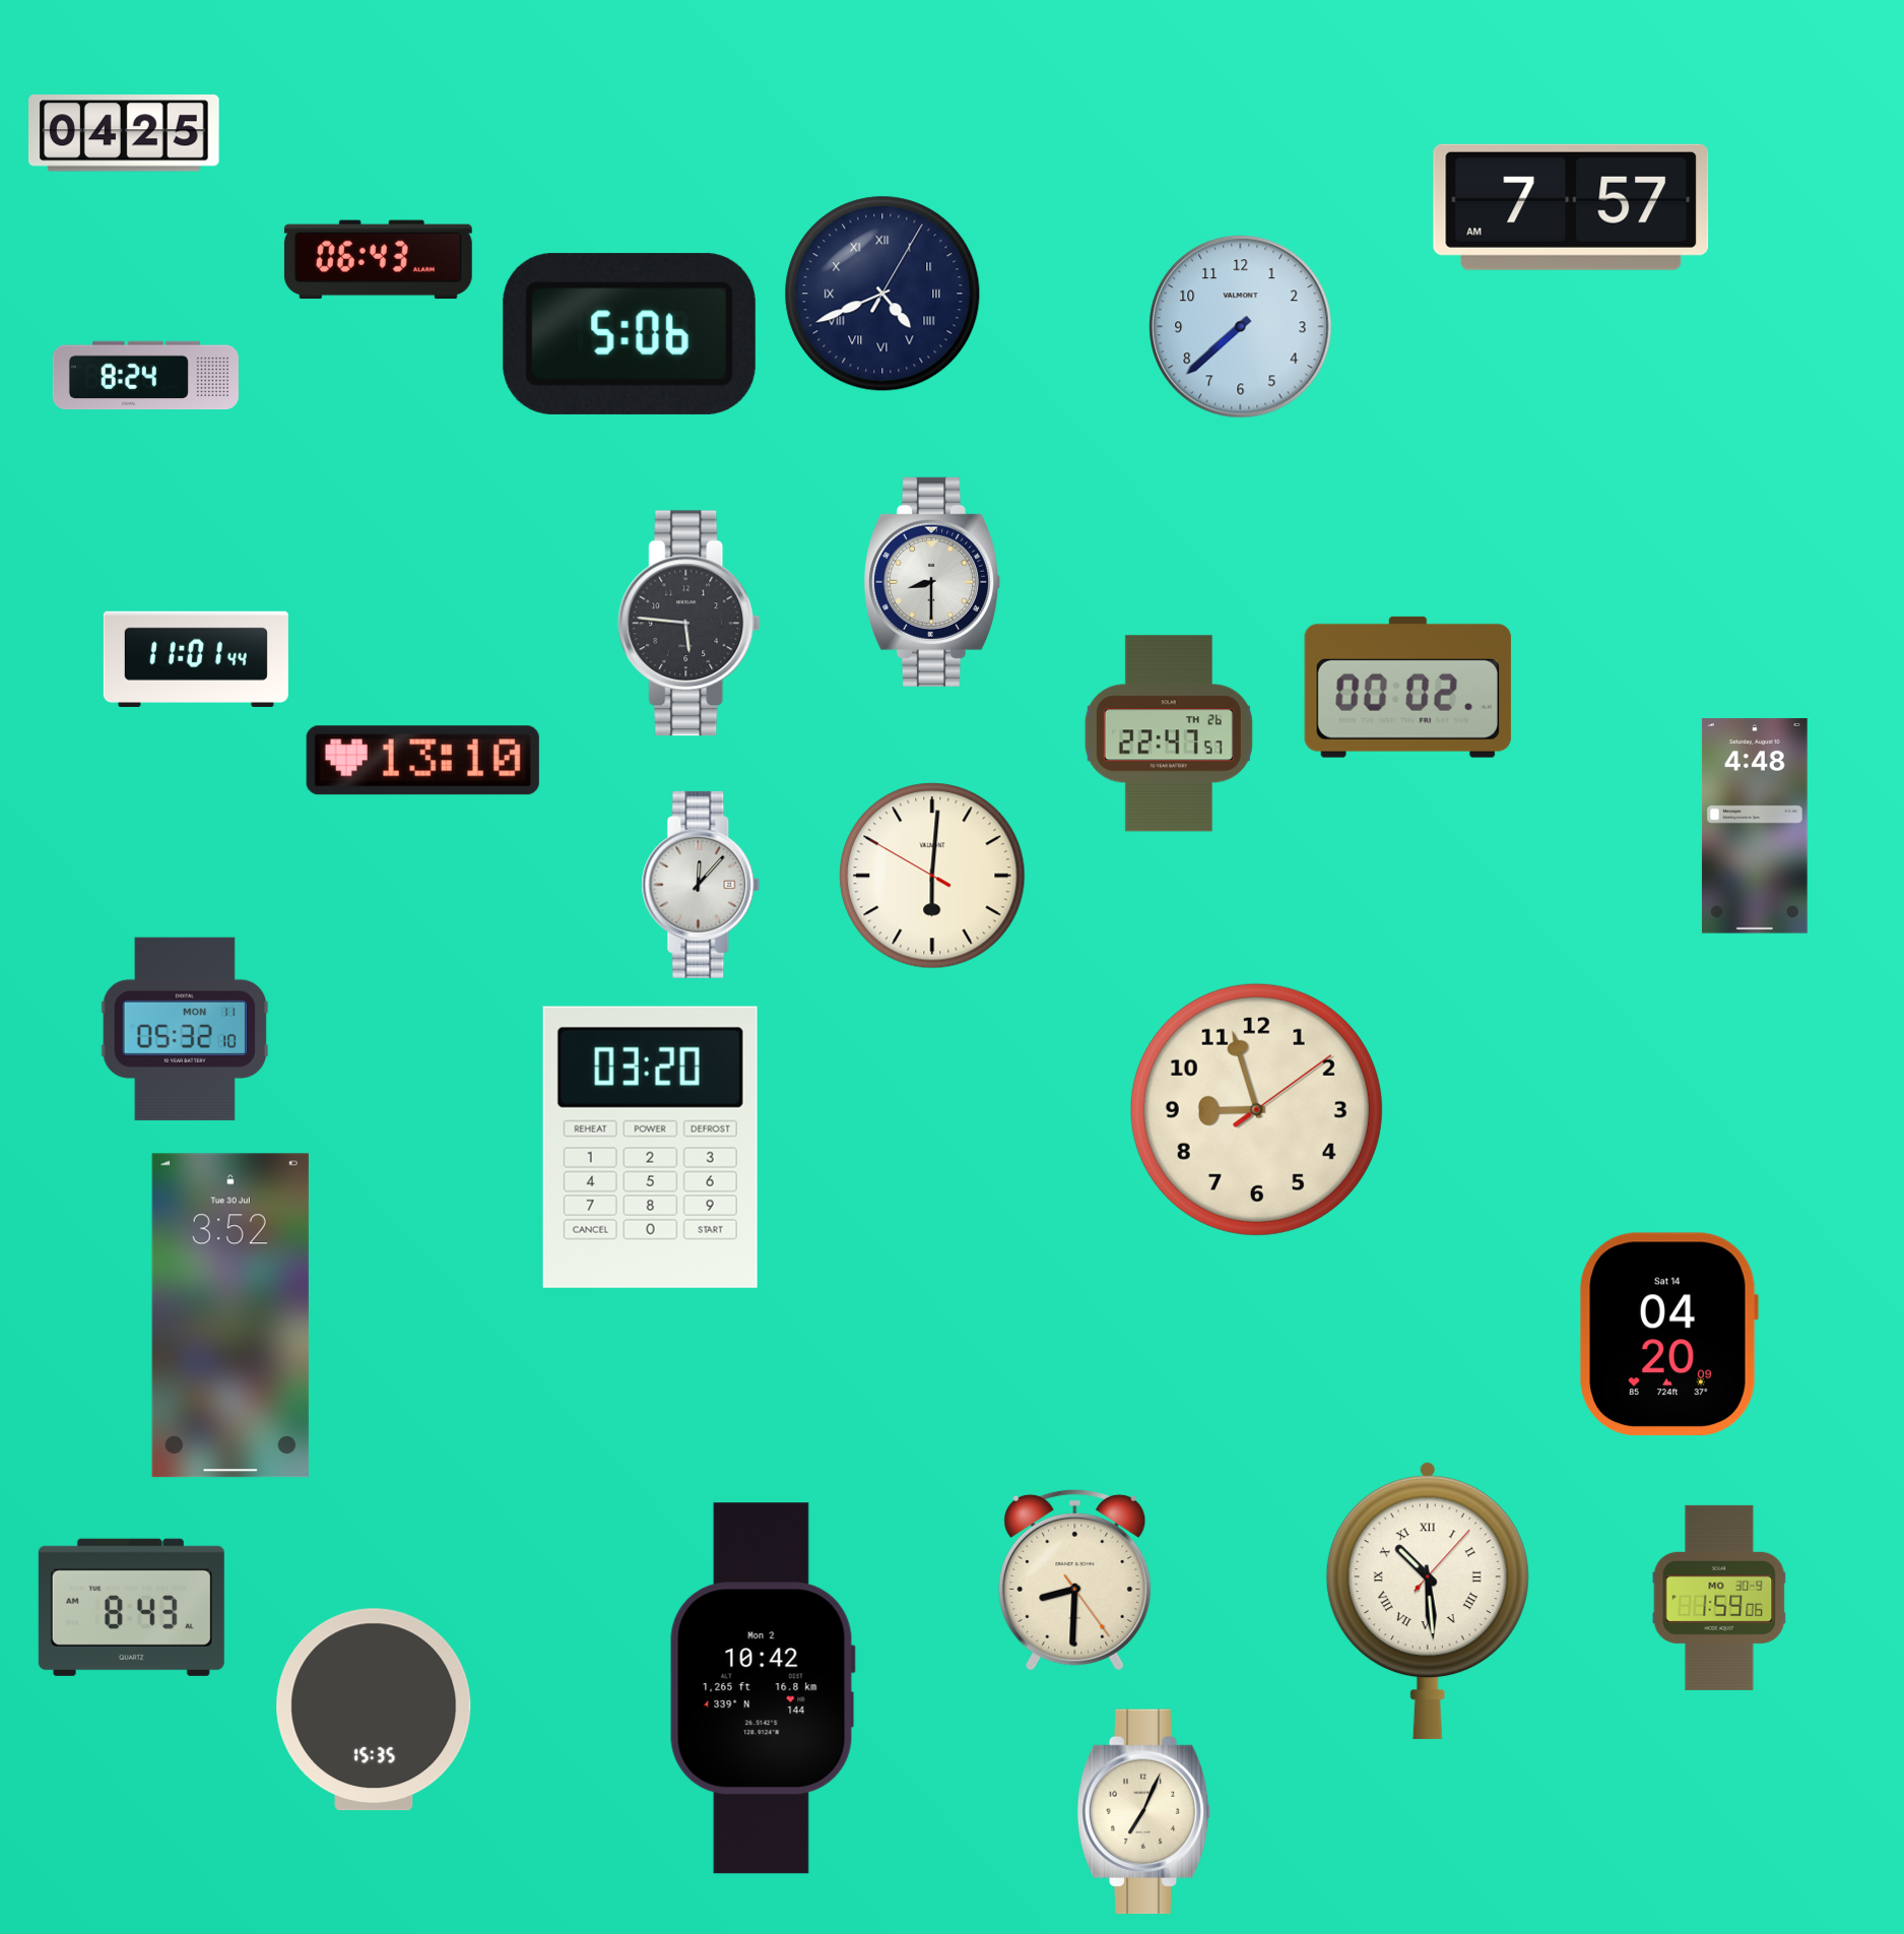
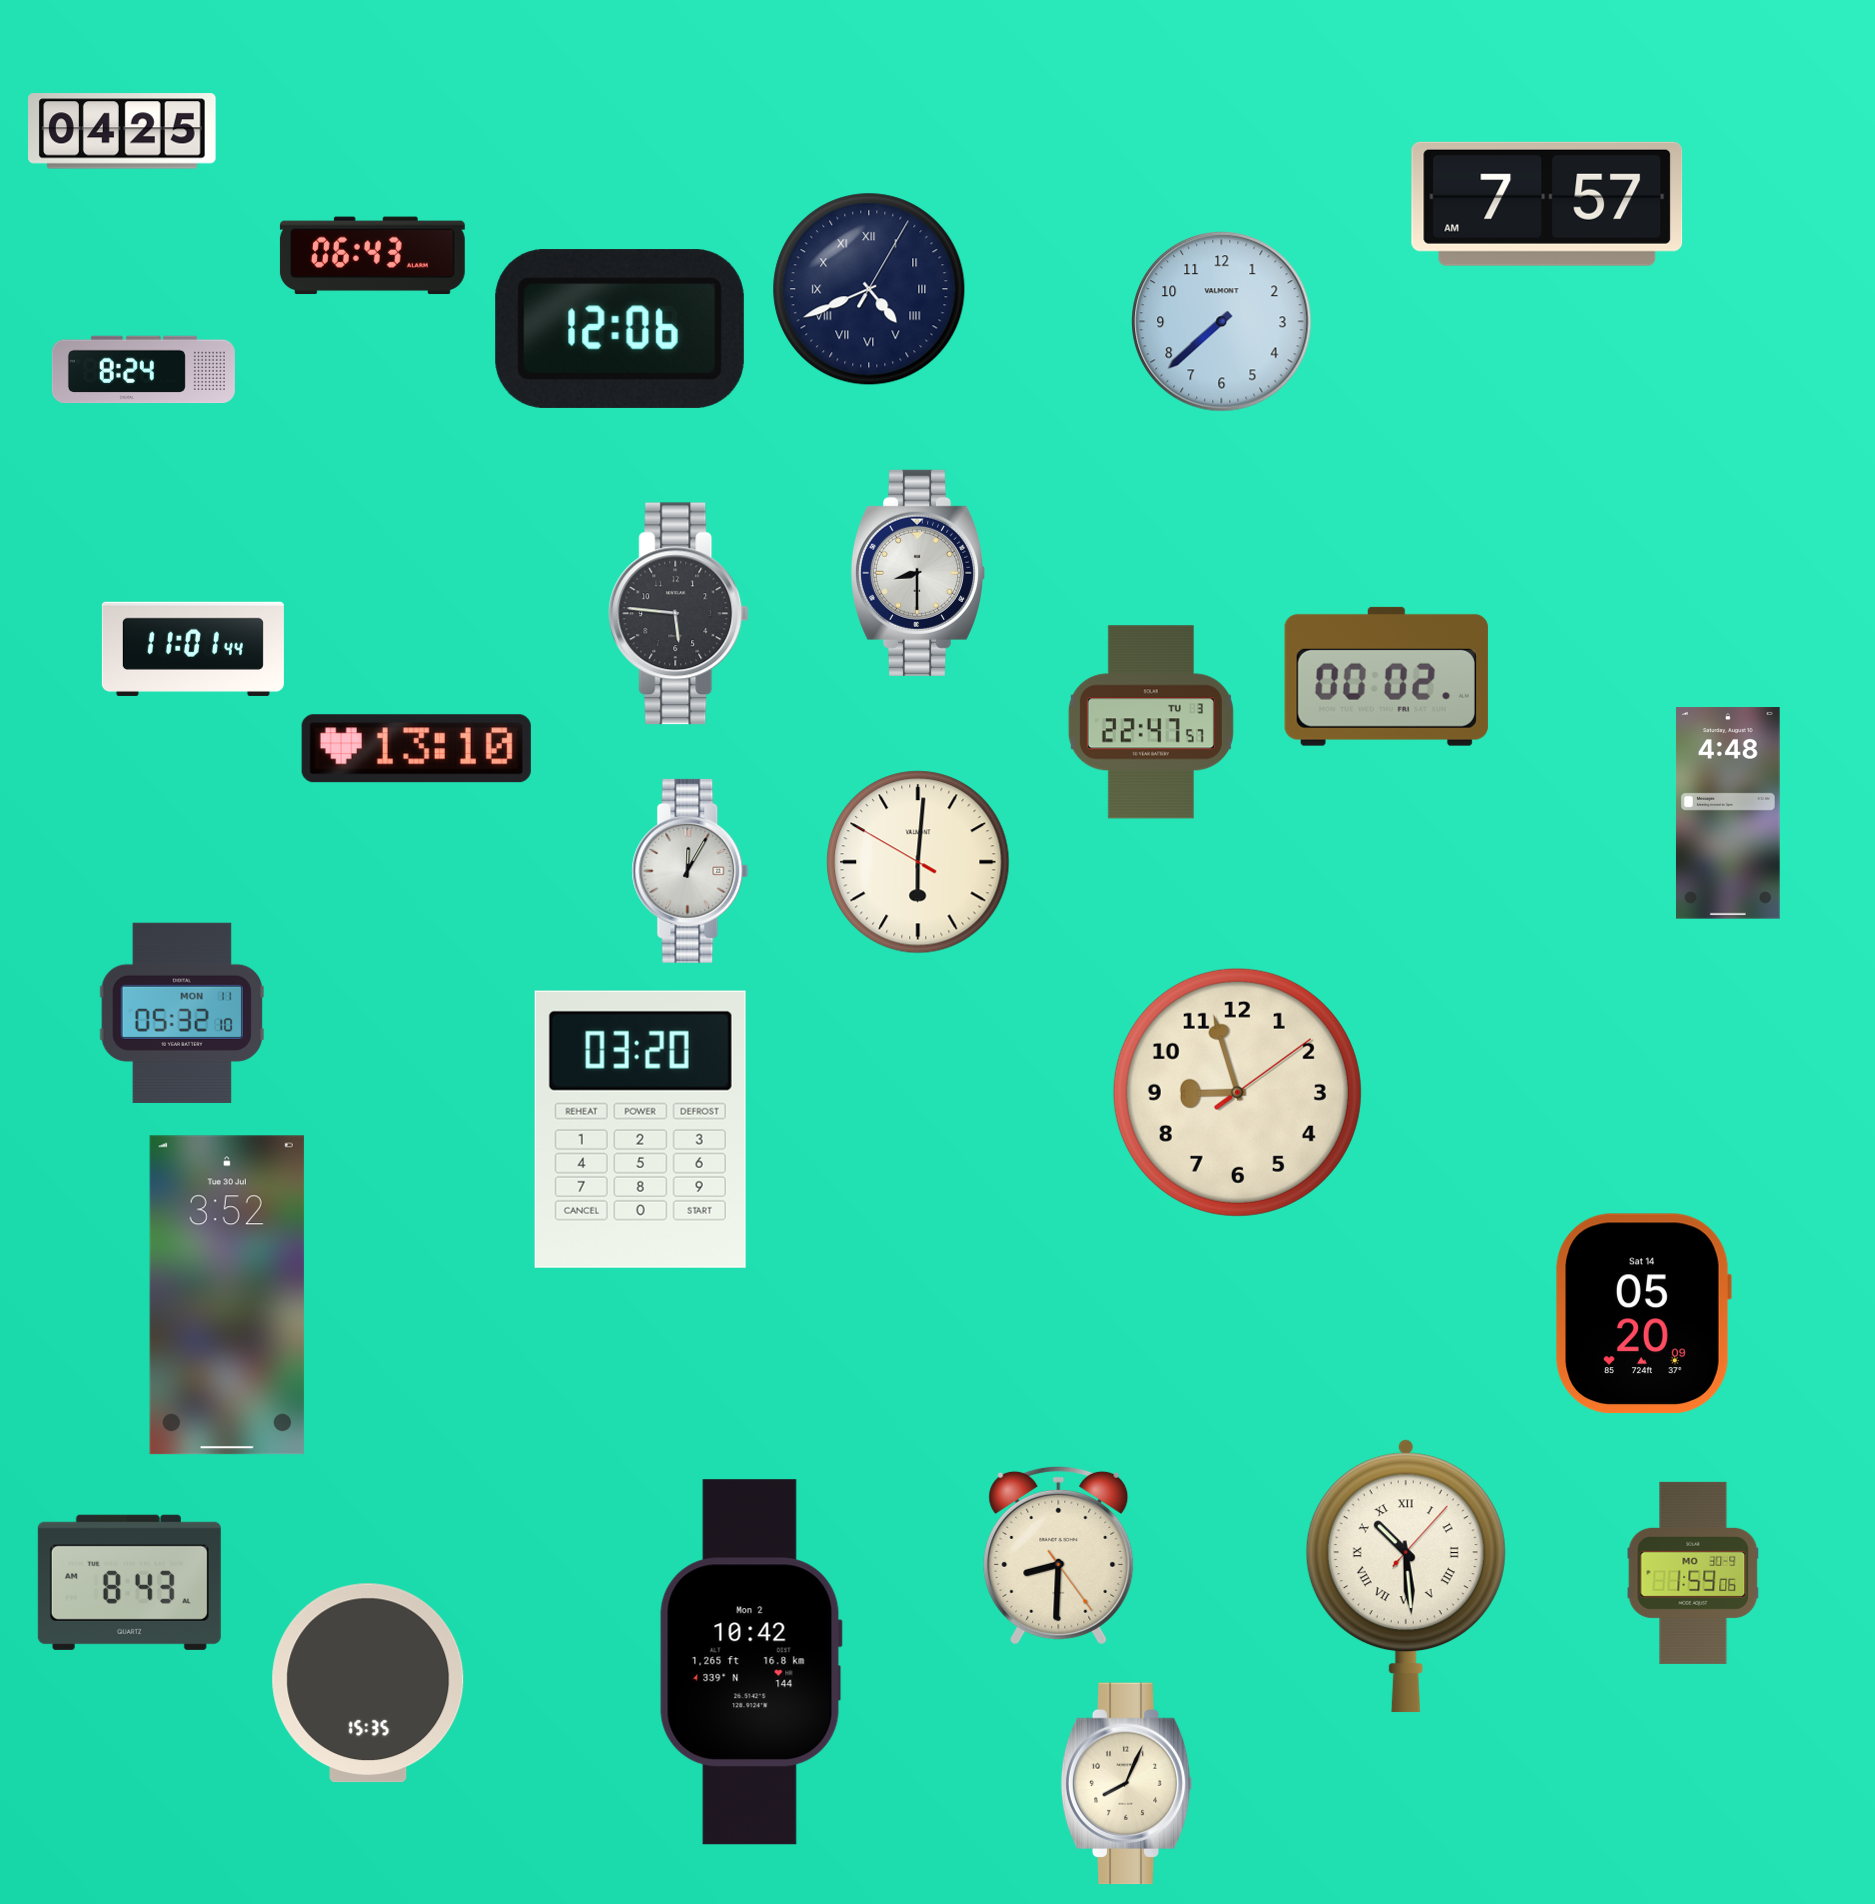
clock at (630, 334): 5:06 -> 12:06
clock at (1169, 733) date: TH 26 -> TU 3
clock at (701, 885): 12:07 -> 12:05
clock at (1668, 1335): 04:20 -> 05:20
clock at (1144, 1812): 7:04 -> 8:04
